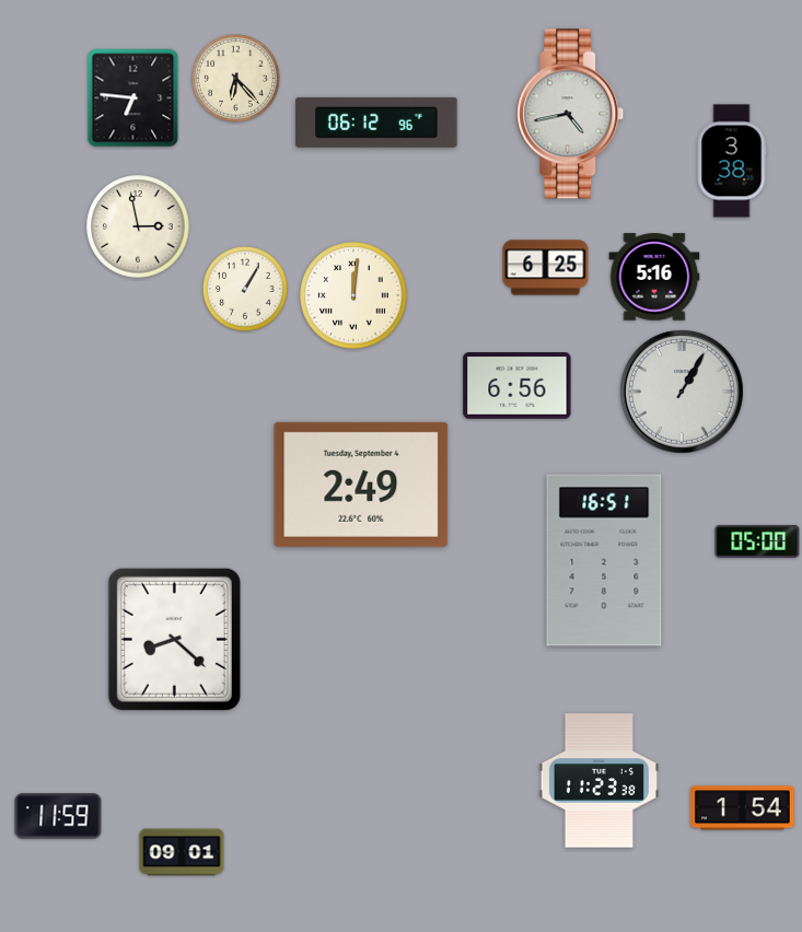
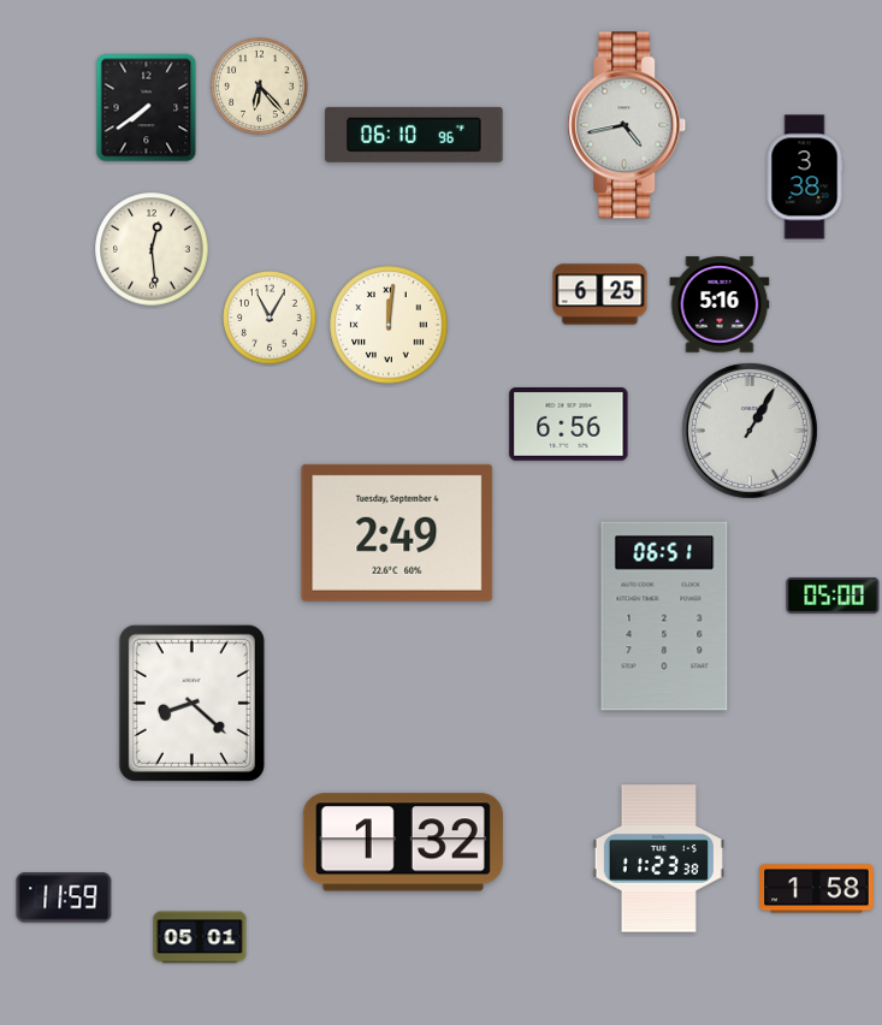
clock at (133, 98): 6:46 -> 7:39
clock at (376, 123): 06:12 -> 06:10
clock at (138, 226): 2:58 -> 12:29
clock at (246, 290): 1:05 -> 11:05
clock at (604, 560): 16:51 -> 06:51
clock at (403, 842): none -> 1:32
clock at (743, 808): 1:54 -> 1:58
clock at (182, 852): 09:01 -> 05:01
